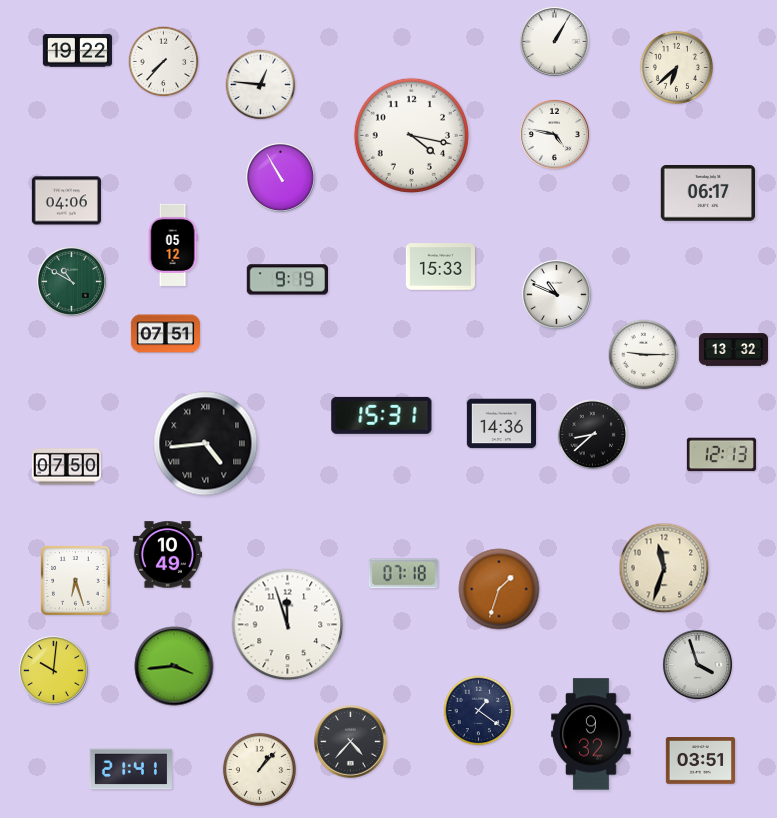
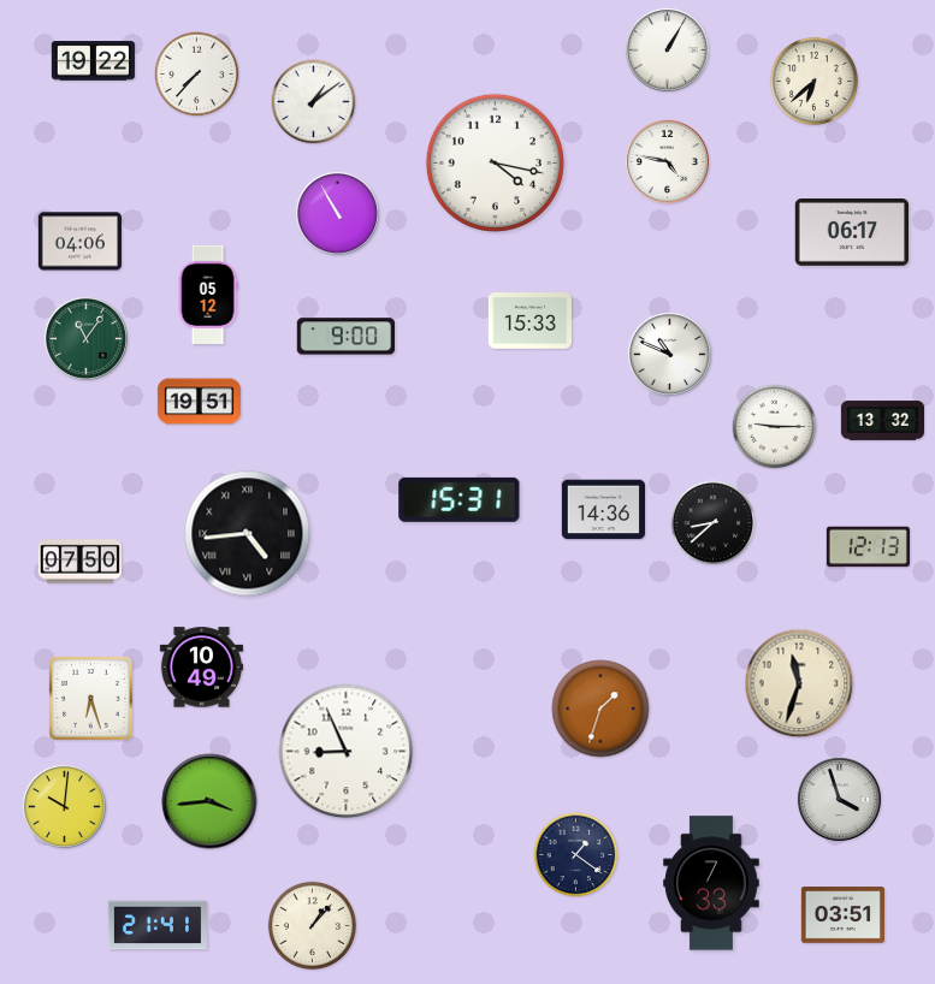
clock at (261, 85): 12:46 -> 1:09
clock at (287, 280): 9:19 -> 9:00
clock at (71, 281): 10:50 -> 11:06
clock at (165, 334): 07:51 -> 19:51
clock at (403, 574): 07:18 -> none
clock at (288, 625): 11:57 -> 8:56
clock at (591, 734): 9:32 -> 7:33
clock at (351, 742): 4:37 -> none
